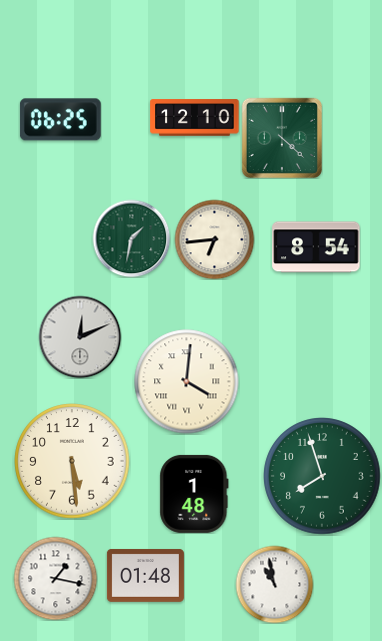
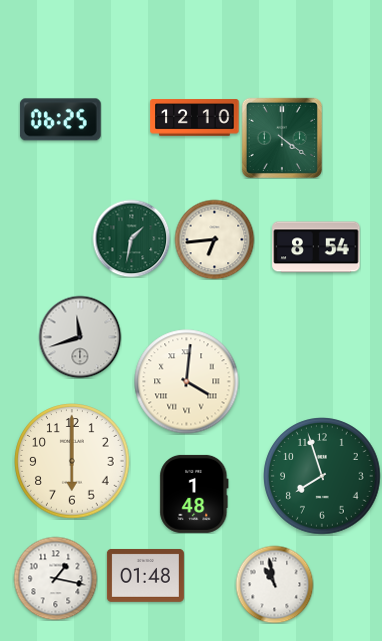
clock at (282, 138): 4:22 -> 4:21
clock at (80, 337): 12:11 -> 11:42
clock at (72, 461): 5:29 -> 6:00
